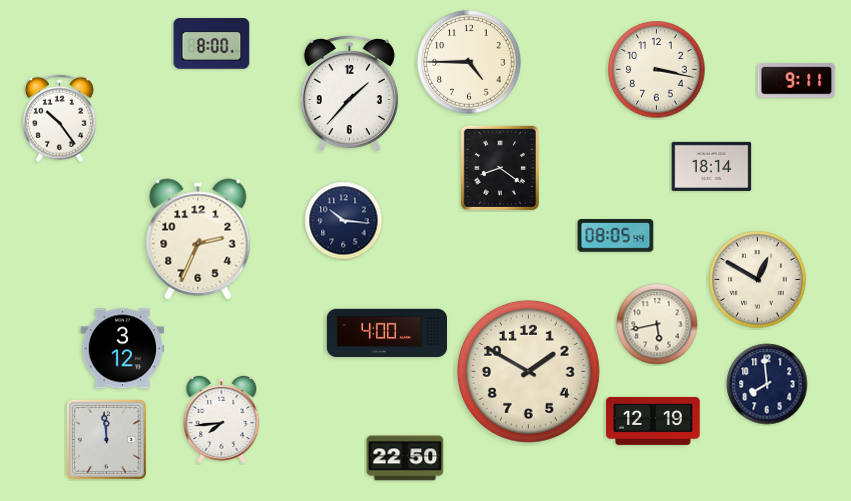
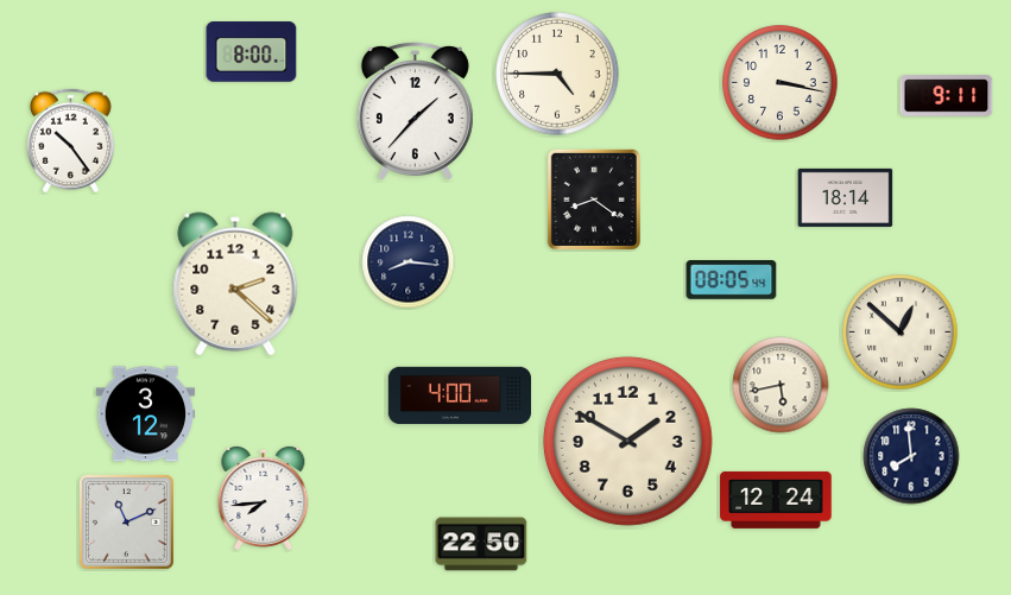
clock at (344, 221): 10:16 -> 8:16
clock at (198, 239): 2:34 -> 2:22
clock at (758, 280): 12:50 -> 12:52
clock at (653, 421): 12:19 -> 12:24
clock at (106, 439): 11:59 -> 11:11
